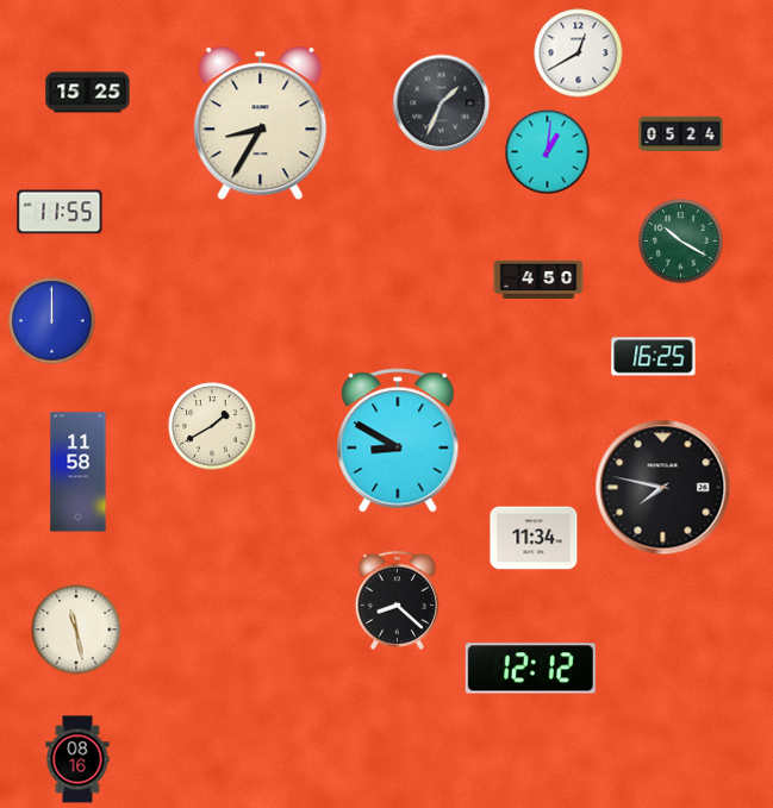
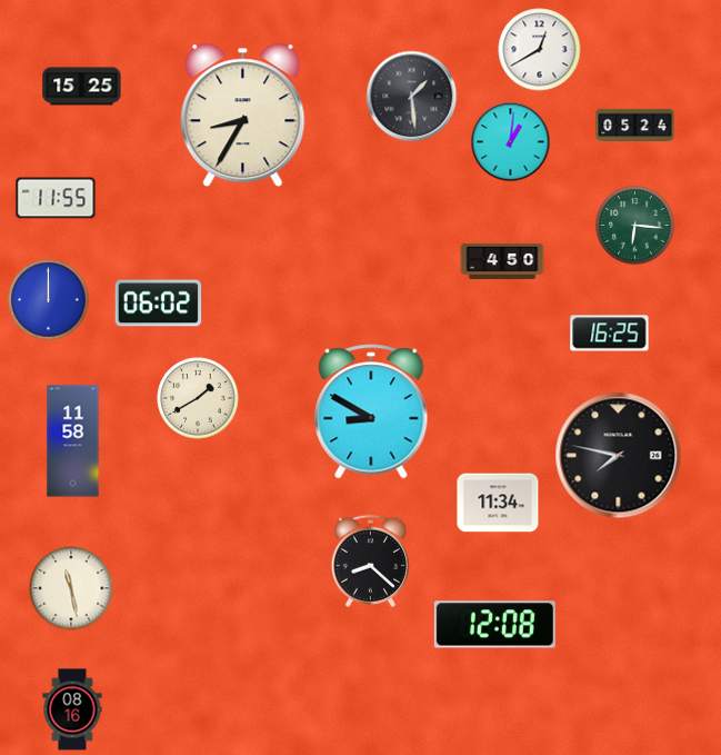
clock at (442, 104): 1:34 -> 1:29
clock at (681, 242): 10:20 -> 6:16
clock at (159, 304): none -> 06:02
clock at (530, 669): 12:12 -> 12:08
